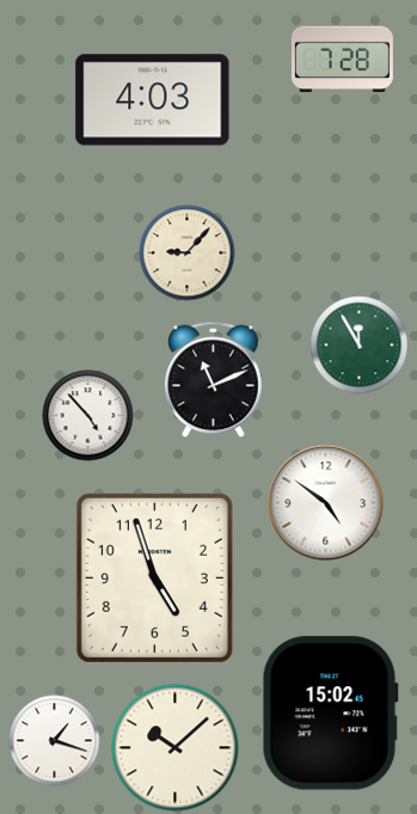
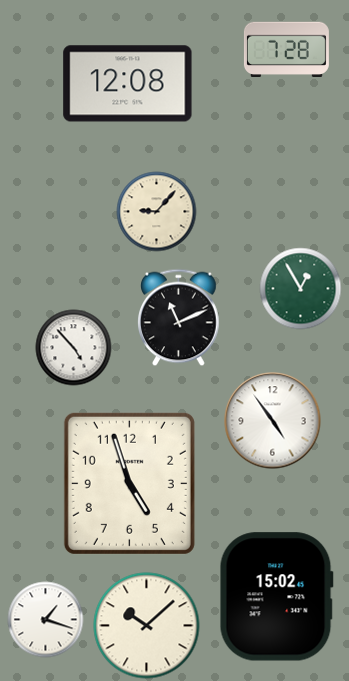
clock at (153, 100): 4:03 -> 12:08
clock at (360, 345): 11:55 -> 12:55
clock at (326, 503): 4:51 -> 4:54
